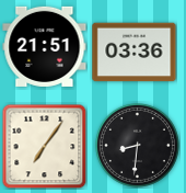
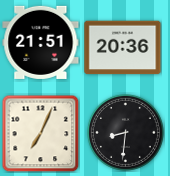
clock at (135, 53): 03:36 -> 20:36
clock at (44, 146): 7:06 -> 7:04
